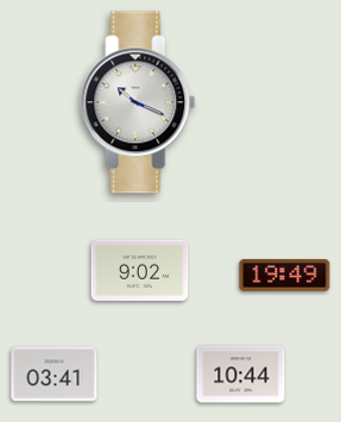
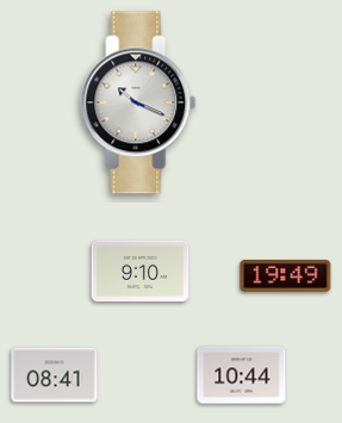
clock at (140, 270): 9:02 -> 9:10
clock at (55, 374): 03:41 -> 08:41
